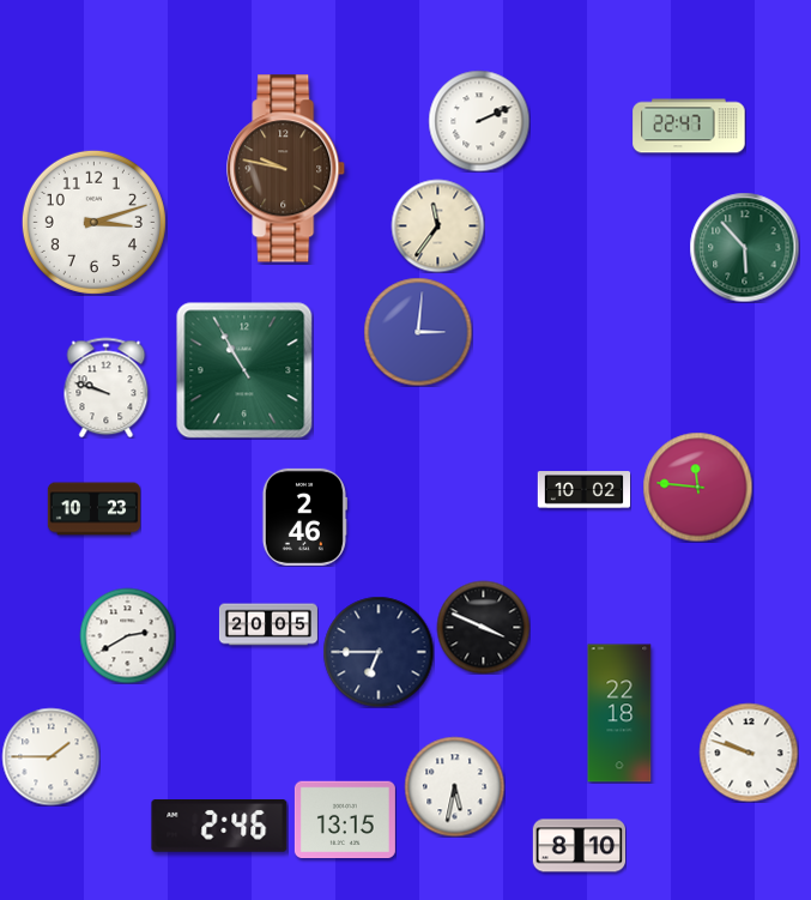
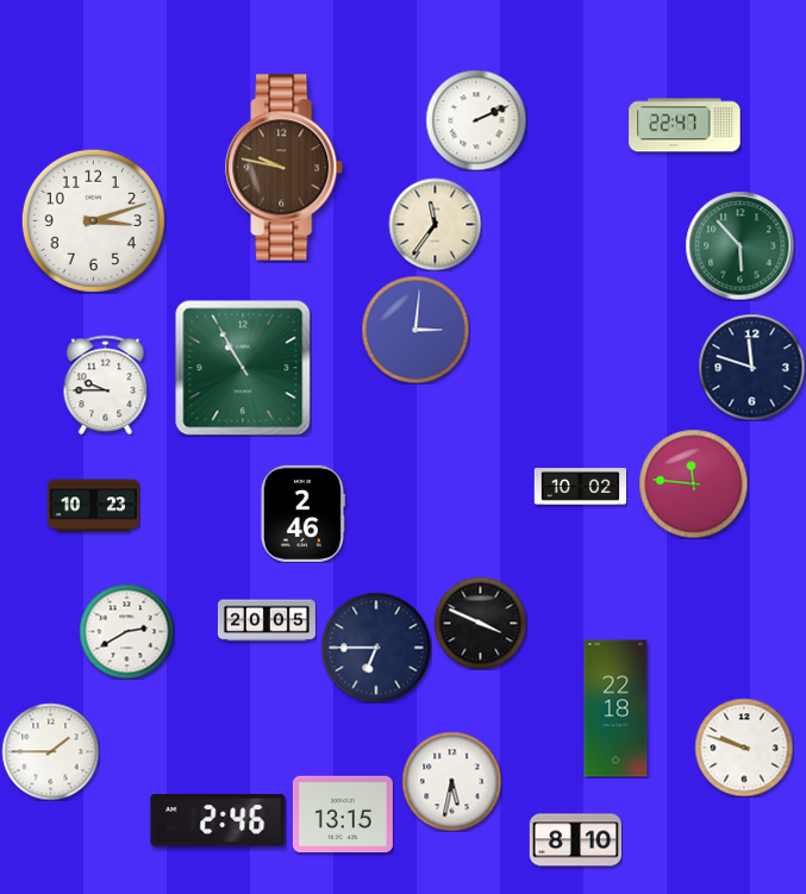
clock at (751, 367): none -> 11:48
clock at (107, 387): 9:48 -> 9:45
